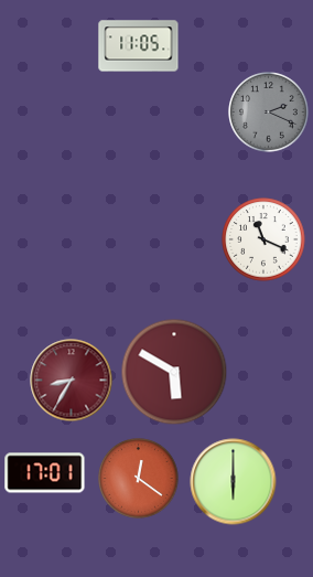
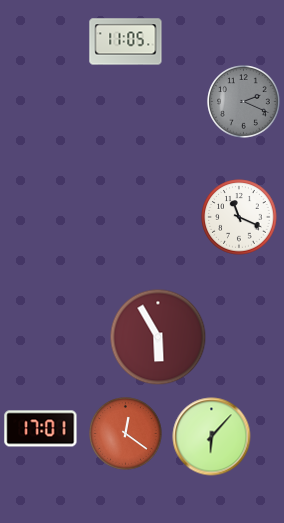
clock at (174, 372): 5:50 -> 5:55
clock at (72, 381): 8:35 -> none
clock at (234, 482): 6:00 -> 6:07
